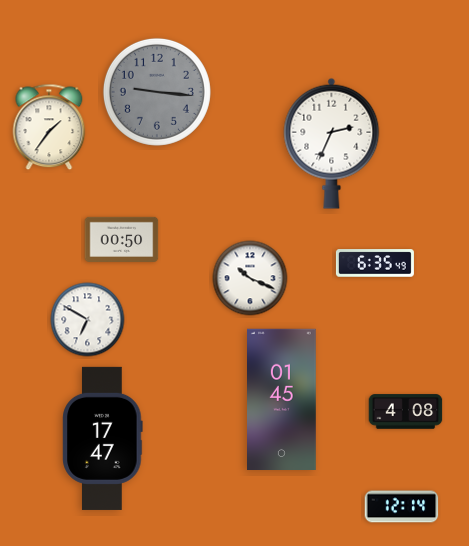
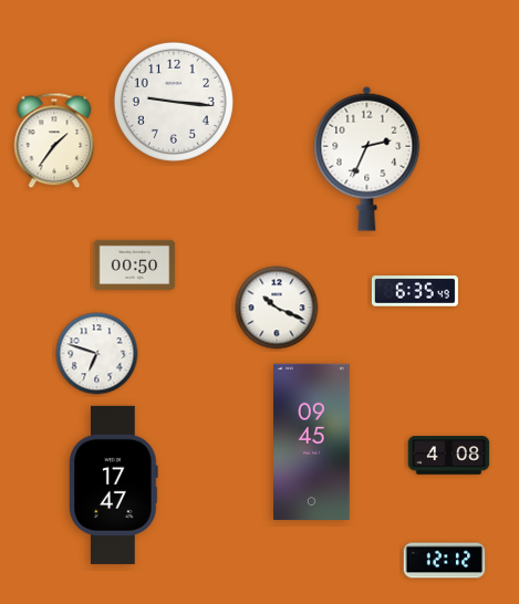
clock at (157, 92) dial: grey -> white
clock at (88, 320): 6:50 -> 6:48
clock at (282, 399): 01:45 -> 09:45
clock at (402, 507): 12:14 -> 12:12
